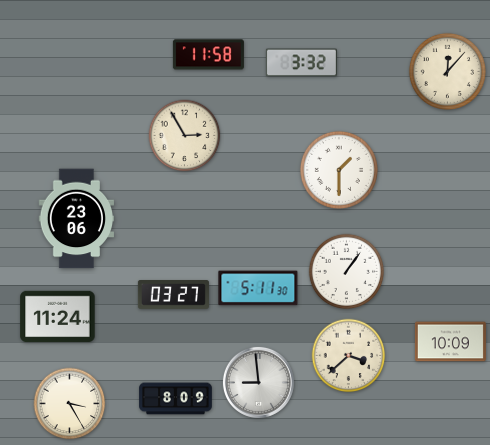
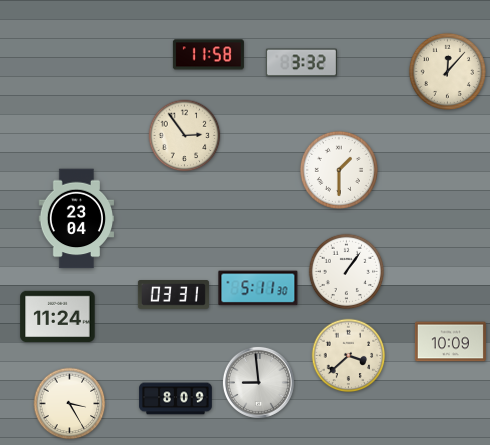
clock at (185, 136): 2:55 -> 2:54
clock at (76, 219): 23:06 -> 23:04
clock at (173, 295): 03:27 -> 03:31
